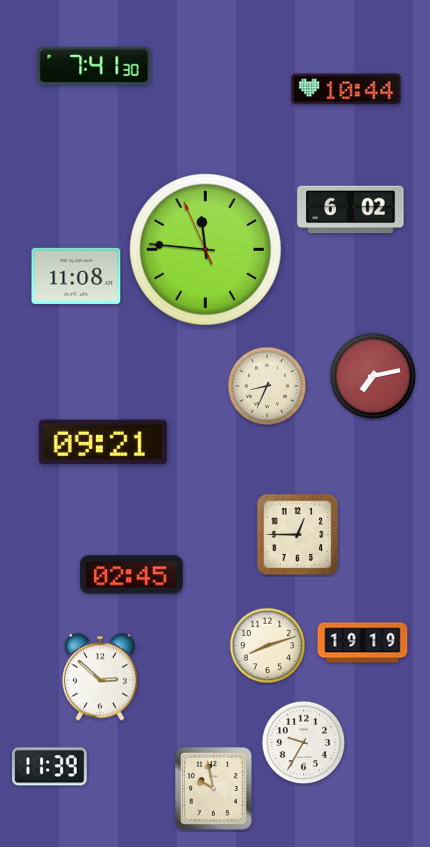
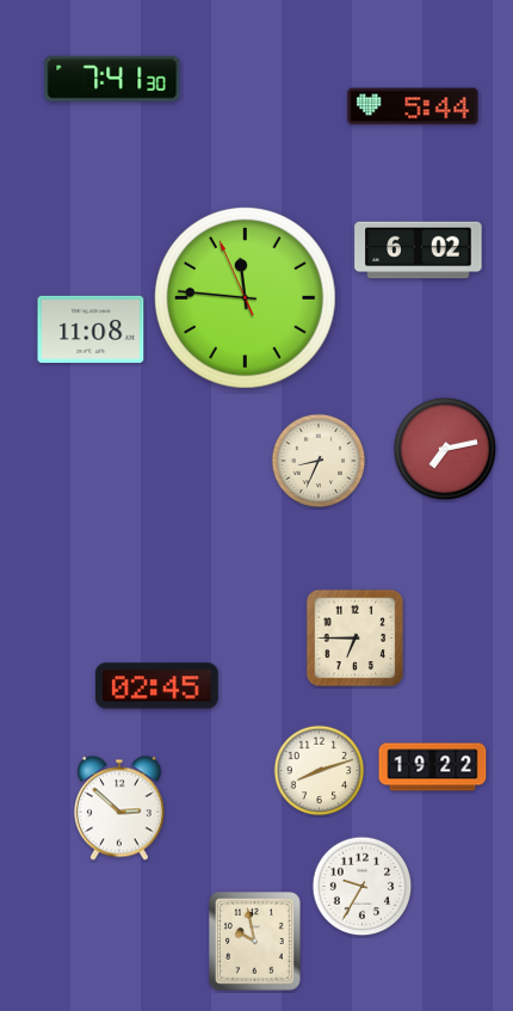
clock at (346, 89): 10:44 -> 5:44
clock at (103, 442): 09:21 -> none
clock at (298, 535): 12:45 -> 6:45
clock at (363, 643): 19:19 -> 19:22
clock at (50, 767): 11:39 -> none
